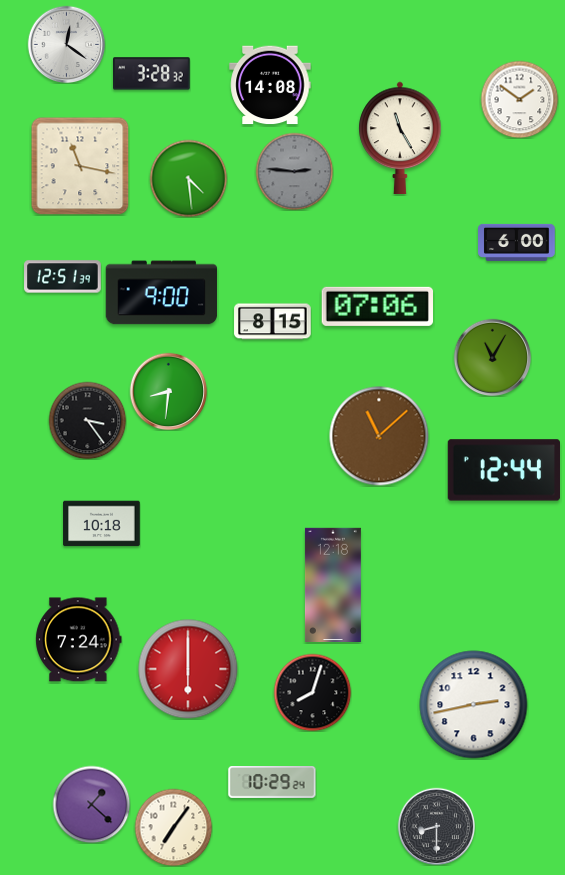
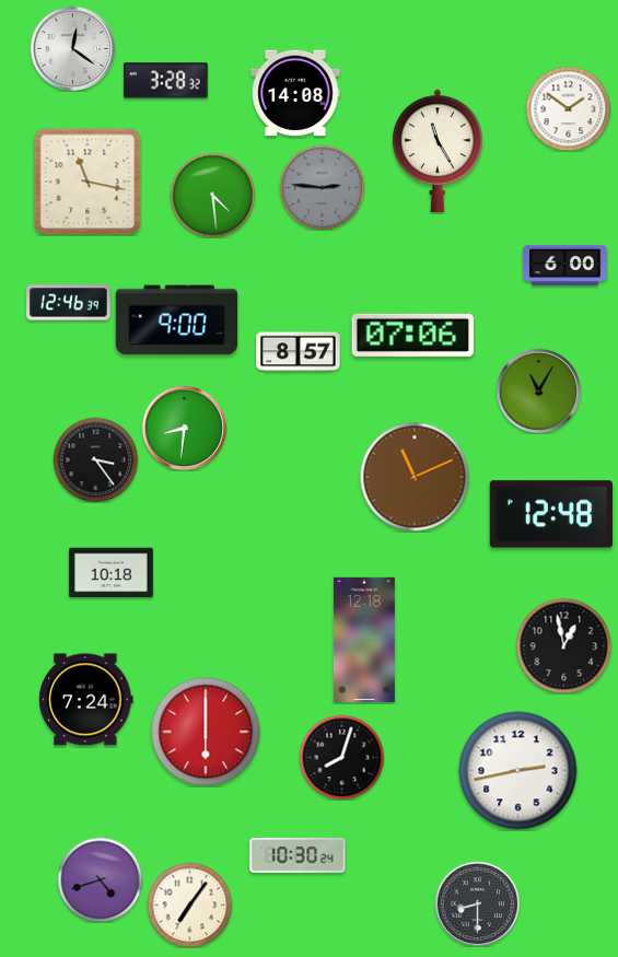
clock at (188, 178) position: (188, 178) -> (212, 195)
clock at (63, 277): 12:51 -> 12:46
clock at (273, 322): 8:15 -> 8:57
clock at (379, 436): 11:08 -> 11:11
clock at (503, 470): 12:44 -> 12:48
clock at (563, 645): none -> 12:58
clock at (272, 783): 10:29 -> 10:30
clock at (91, 804): 1:22 -> 4:42
